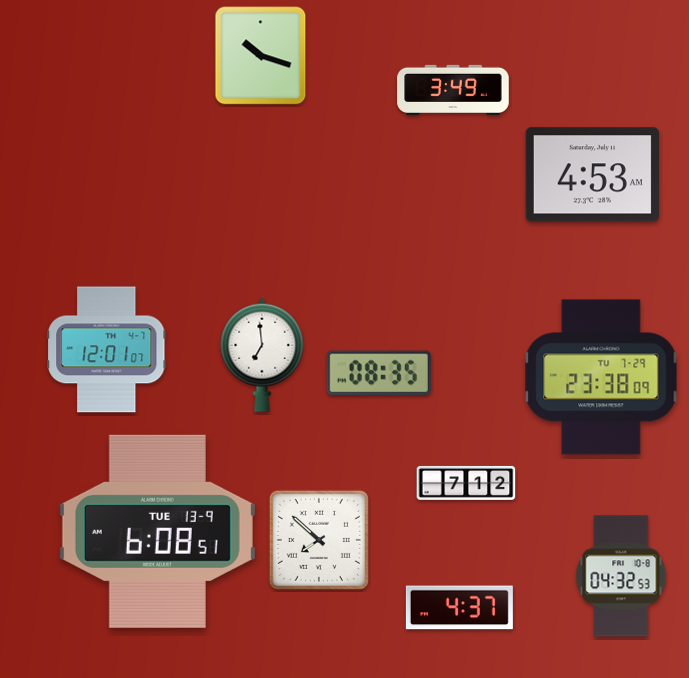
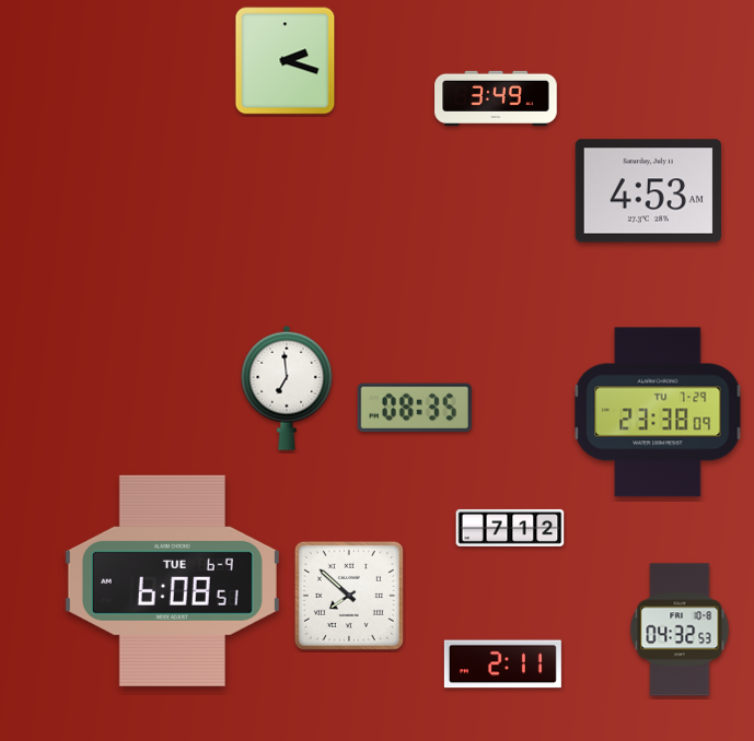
clock at (261, 56): 10:18 -> 2:18
clock at (107, 350): 12:01 -> none
clock at (157, 531) date: TUE 13-9 -> TUE 6-9
clock at (319, 540) position: (319, 540) -> (349, 596)
clock at (459, 608): 4:37 -> 2:11
